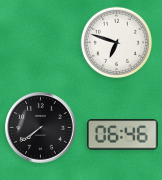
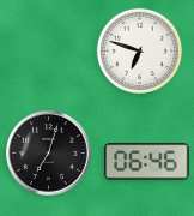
clock at (41, 128): 7:39 -> 7:03
